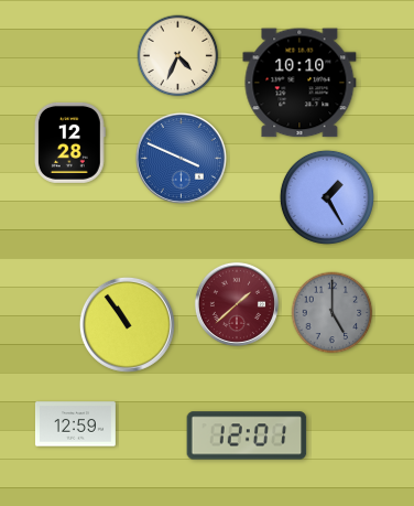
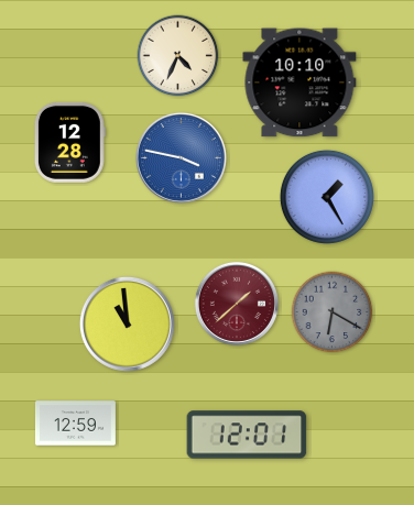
clock at (181, 158): 3:49 -> 3:47
clock at (333, 313): 5:00 -> 6:20
clock at (127, 324): 10:54 -> 10:59
